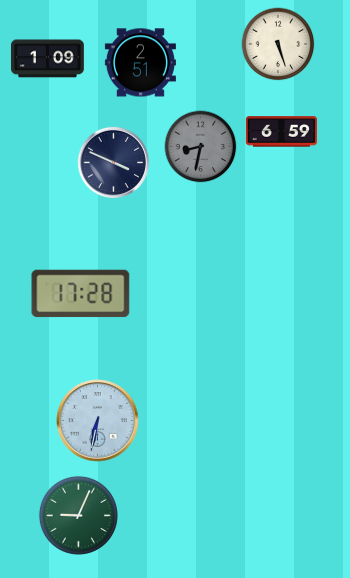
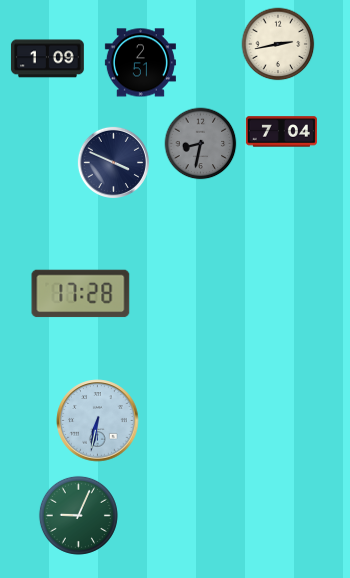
clock at (278, 44): 5:27 -> 2:43
clock at (281, 132): 6:59 -> 7:04
clock at (201, 147) position: (201, 147) -> (201, 144)
